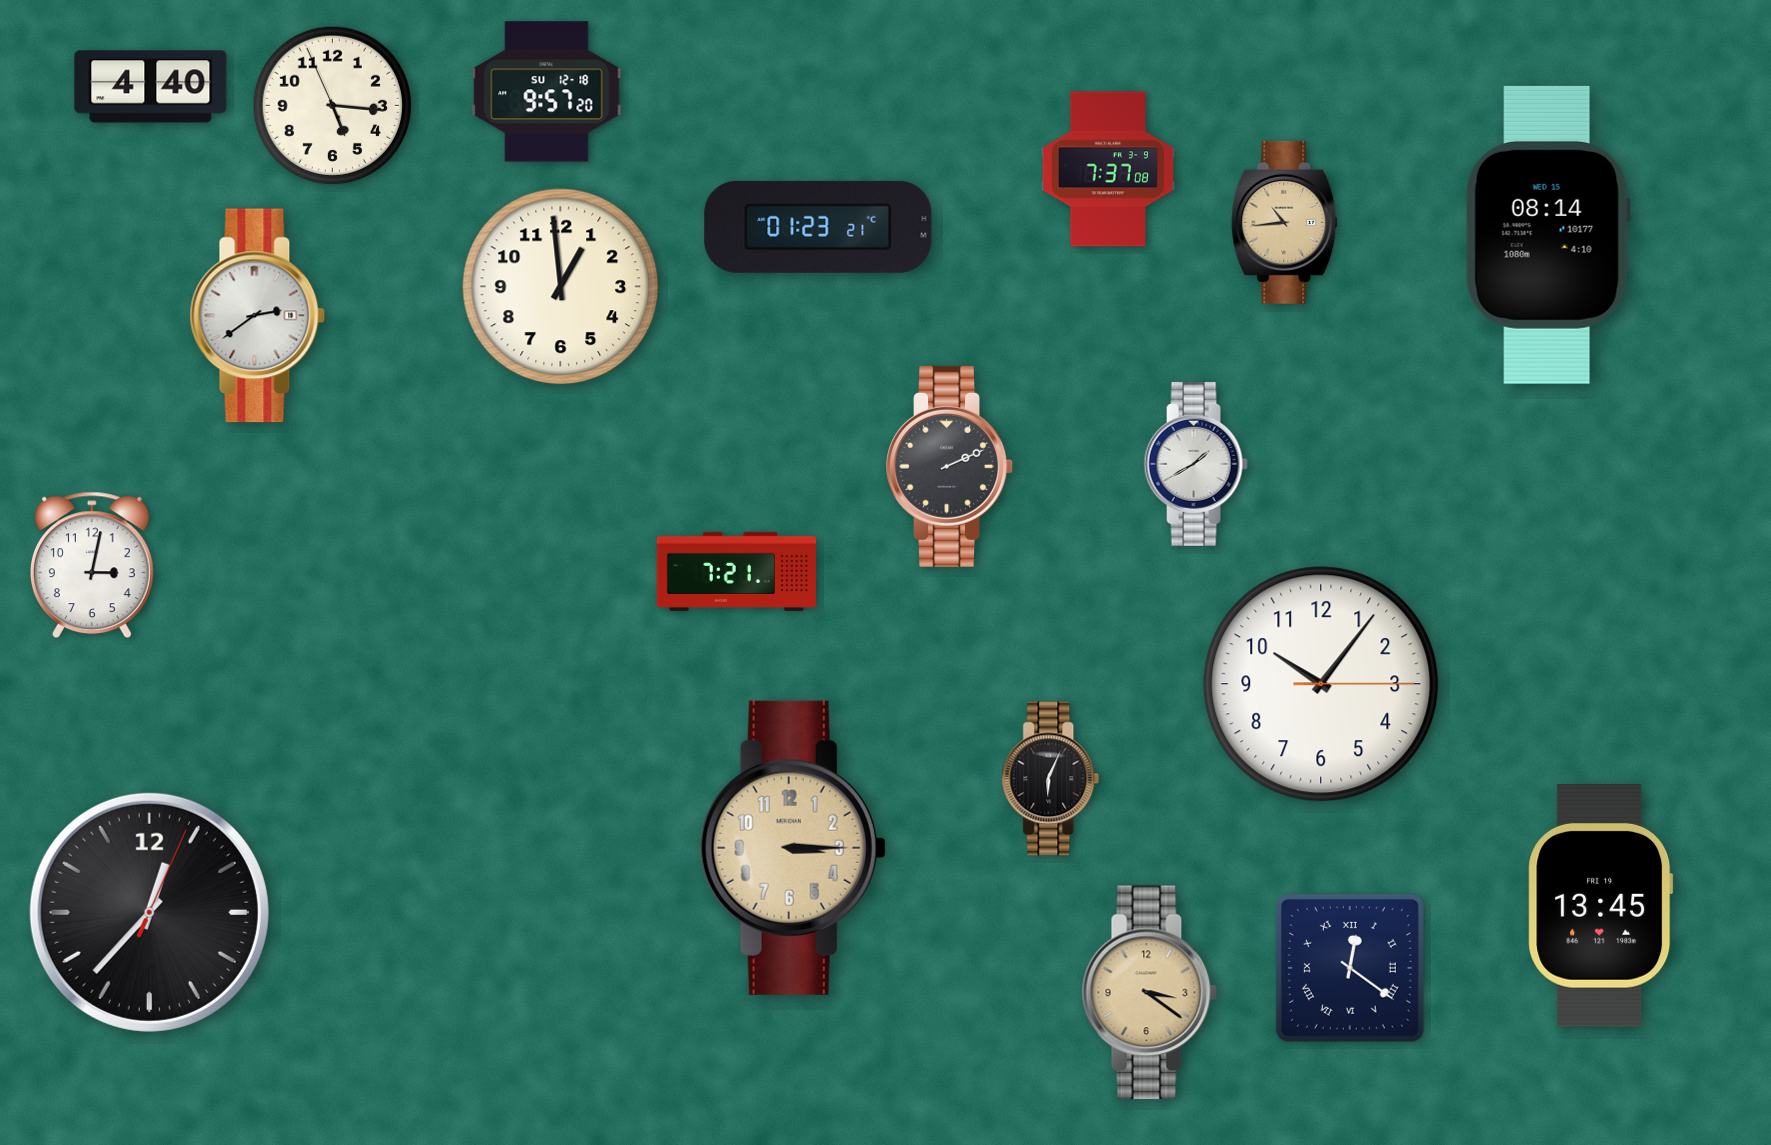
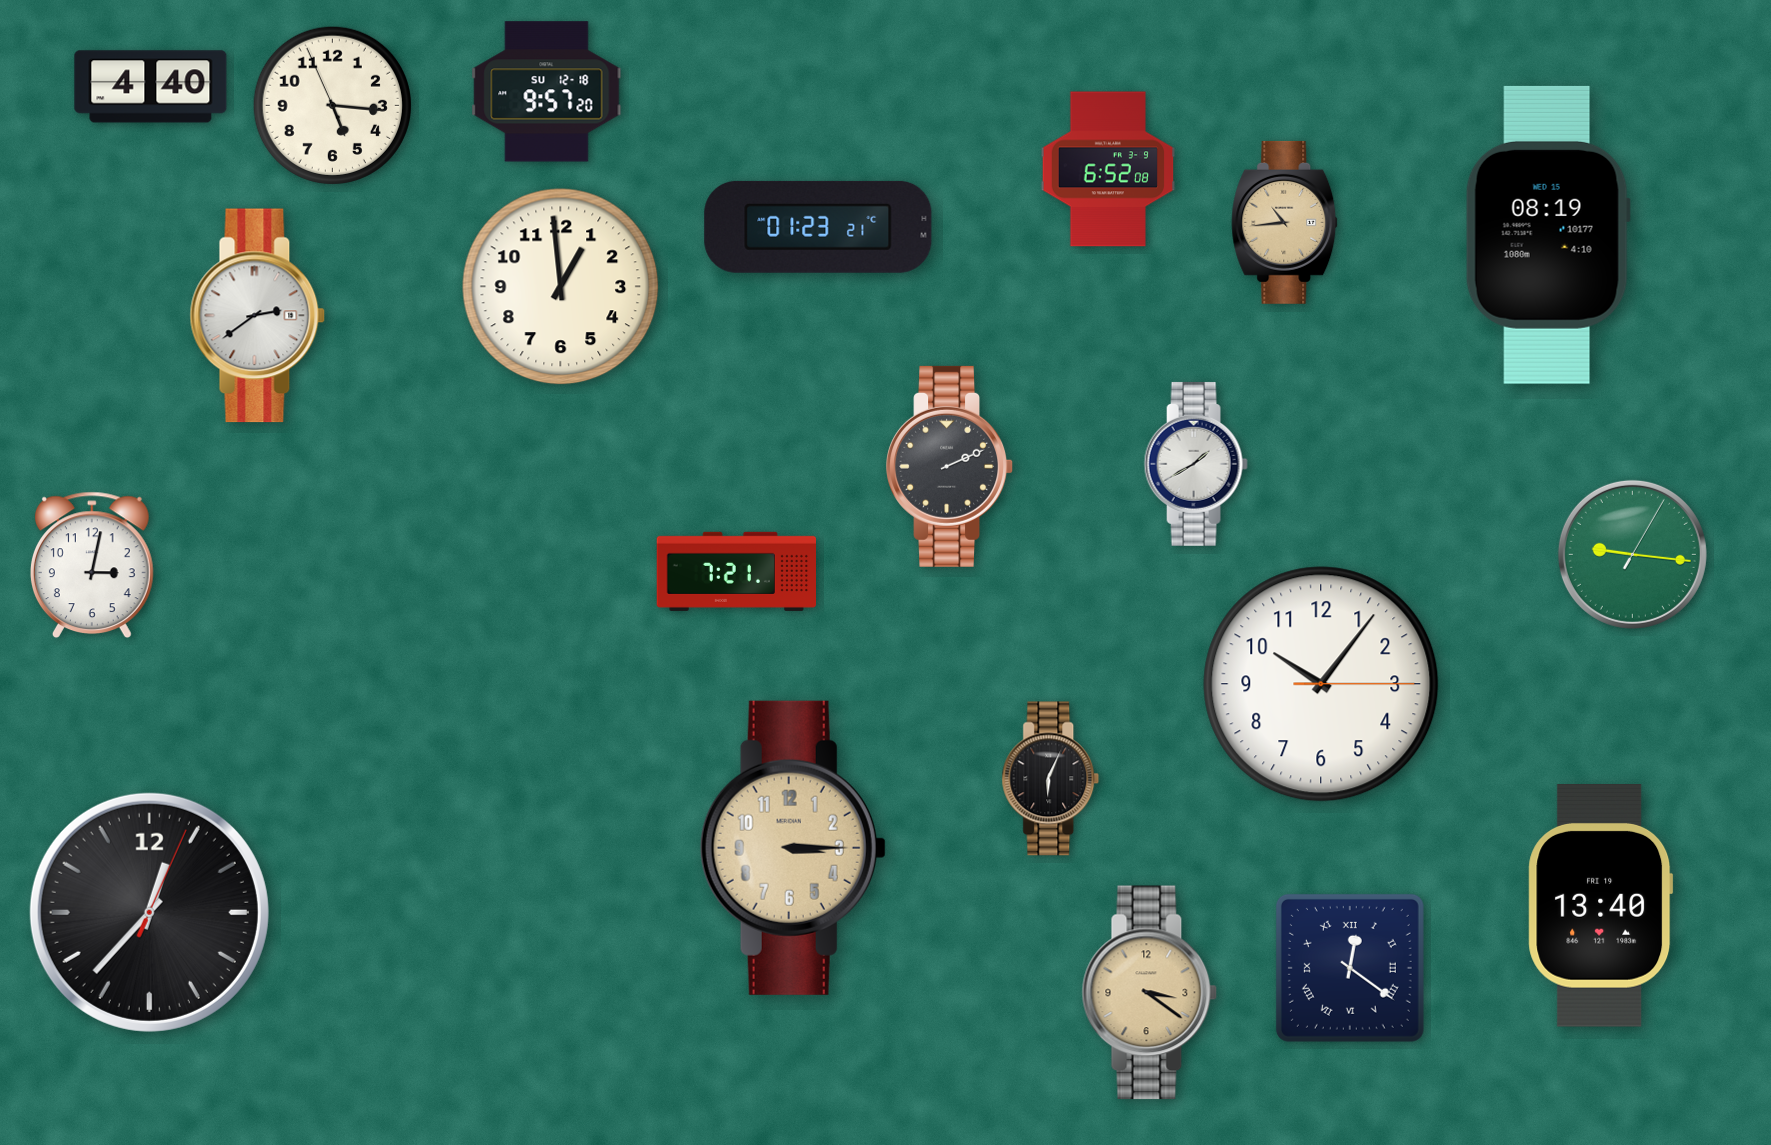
clock at (1108, 169): 7:37 -> 6:52
clock at (1548, 235): 08:14 -> 08:19
clock at (1632, 554): none -> 9:16
clock at (1601, 906): 13:45 -> 13:40
